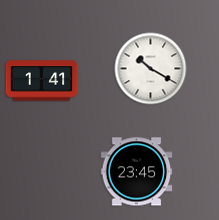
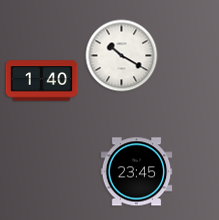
clock at (151, 69) position: (151, 69) -> (122, 56)
clock at (42, 81): 1:41 -> 1:40
